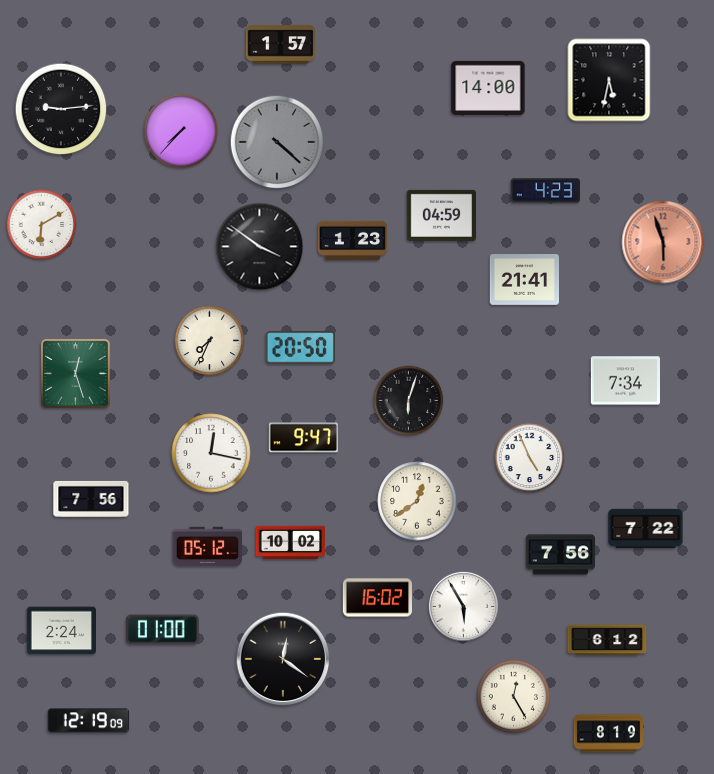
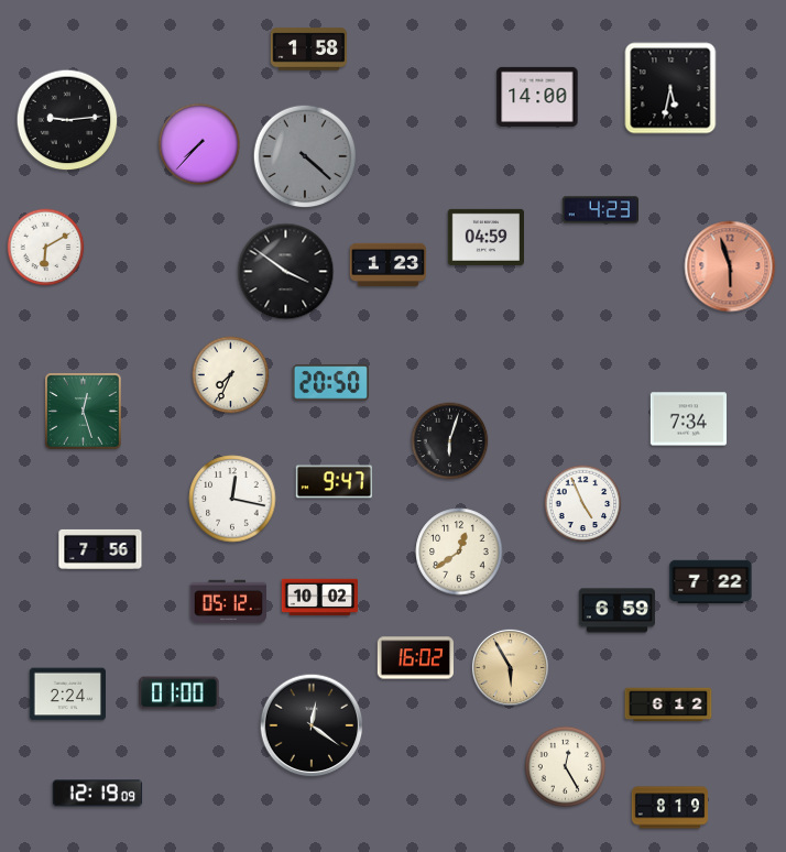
clock at (280, 45): 1:57 -> 1:58
clock at (524, 280): 21:41 -> none
clock at (560, 555): 7:56 -> 6:59
clock at (463, 606) dial: white -> champagne
